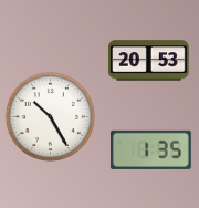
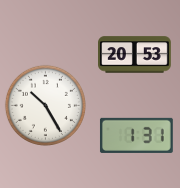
clock at (150, 149): 1:35 -> 1:31
